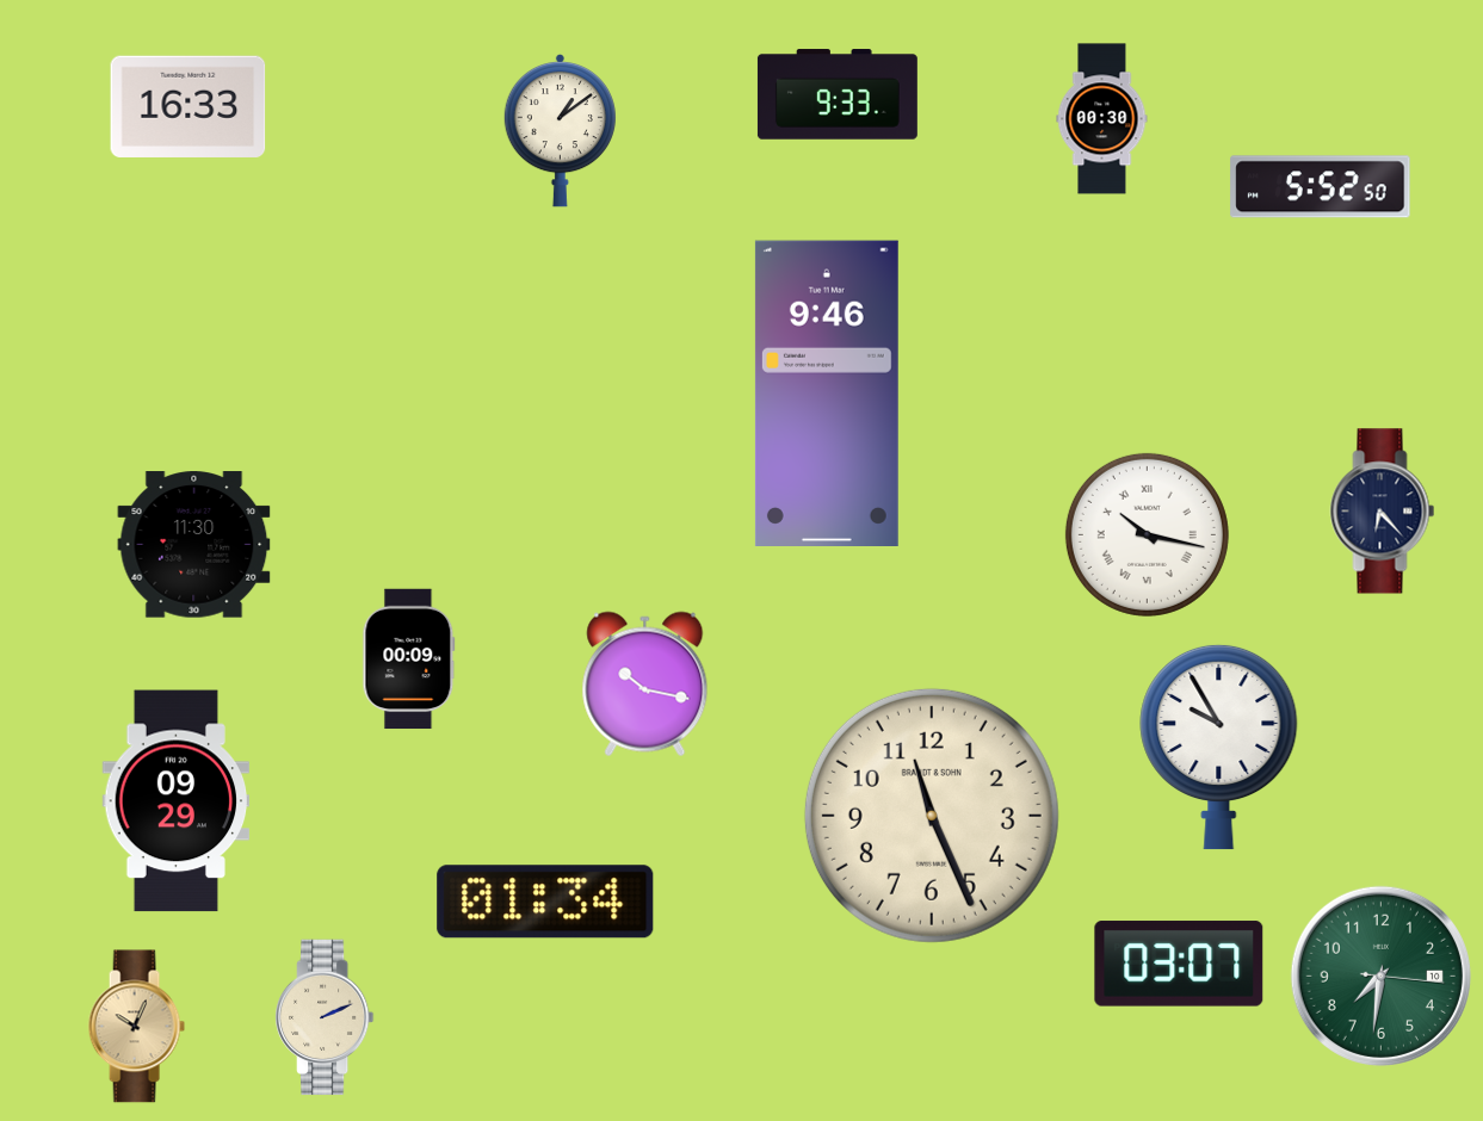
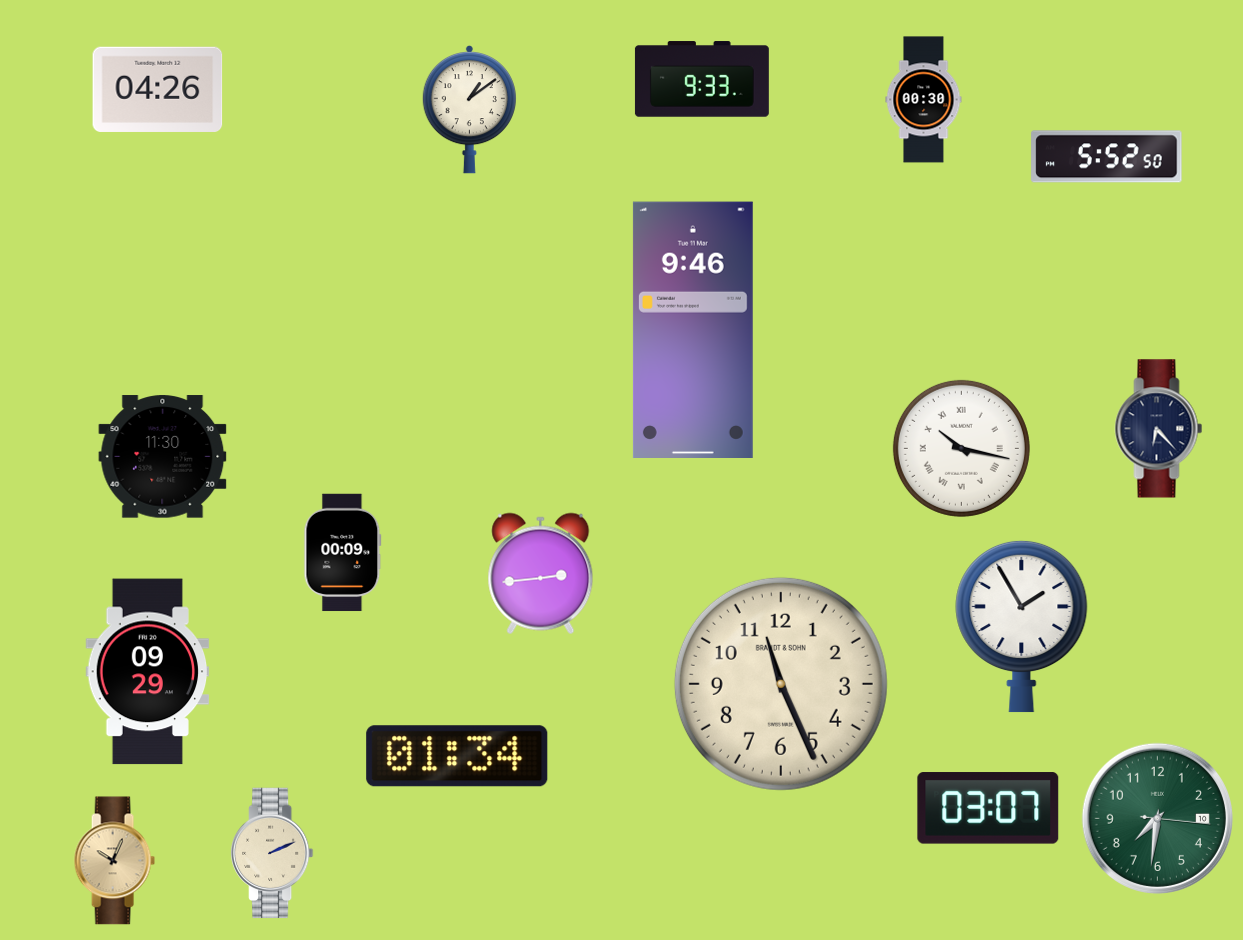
clock at (189, 106): 16:33 -> 04:26
clock at (645, 685): 10:17 -> 2:44
clock at (1219, 747): 9:55 -> 1:55
